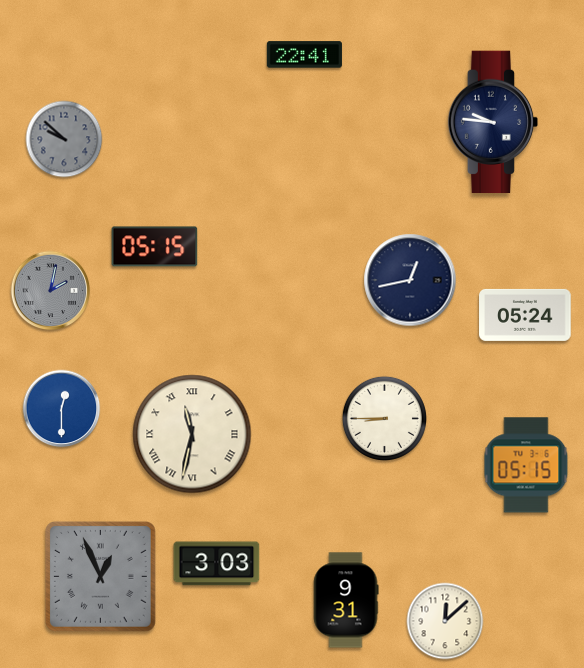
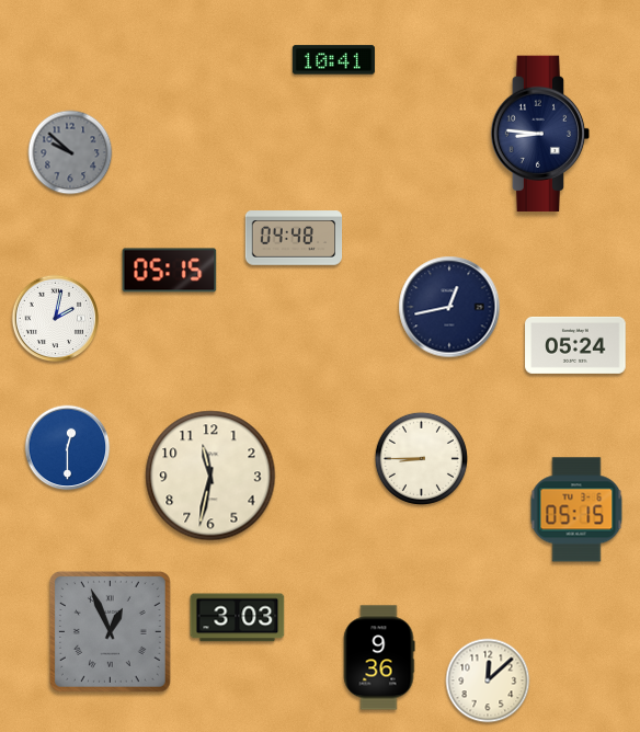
clock at (304, 55): 22:41 -> 10:41
clock at (493, 122): 9:46 -> 8:46
clock at (294, 238): none -> 04:48
clock at (51, 291) dial: grey -> white
clock at (192, 434) numerals: Roman -> Arabic
clock at (346, 600): 9:31 -> 9:36
